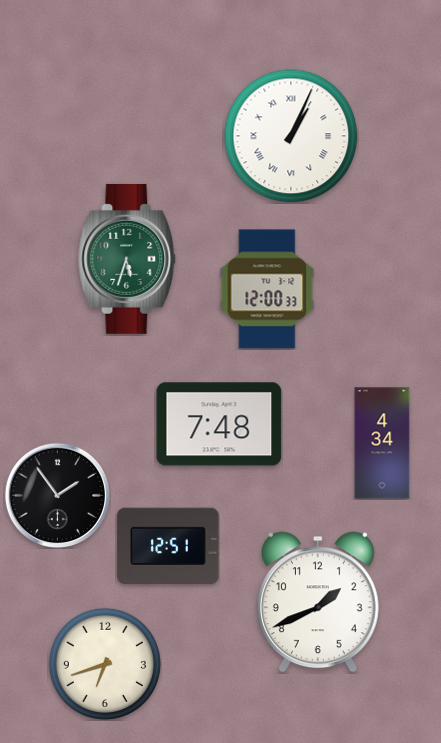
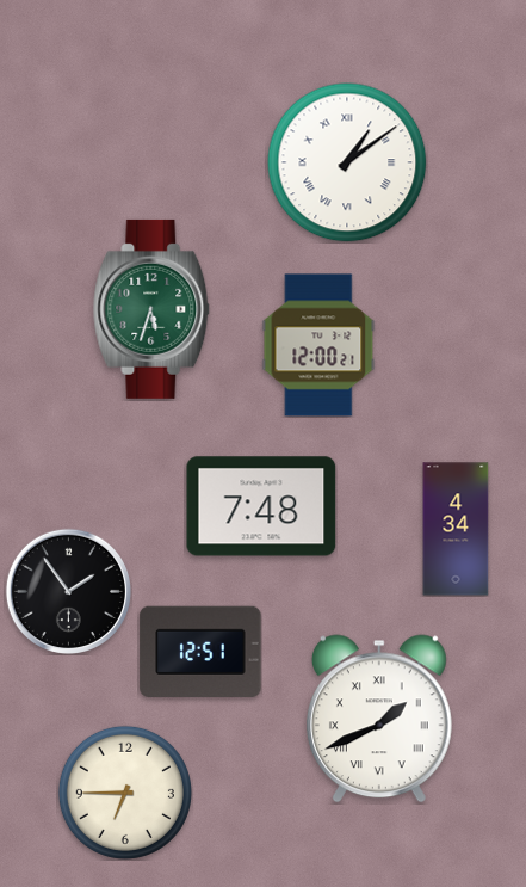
clock at (291, 136): 1:04 -> 1:09
clock at (267, 289): 12:00:33 -> 12:00:21
clock at (318, 602) numerals: Arabic -> Roman
clock at (105, 664): 6:42 -> 6:45
